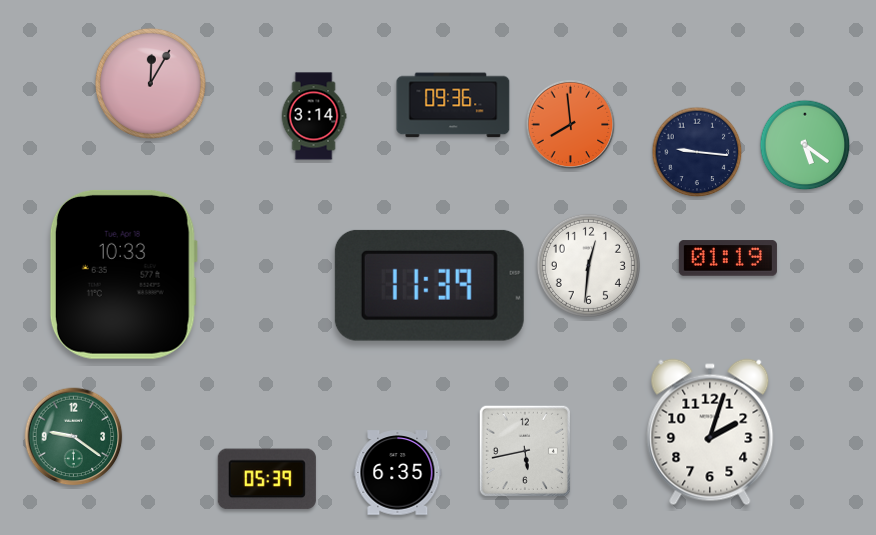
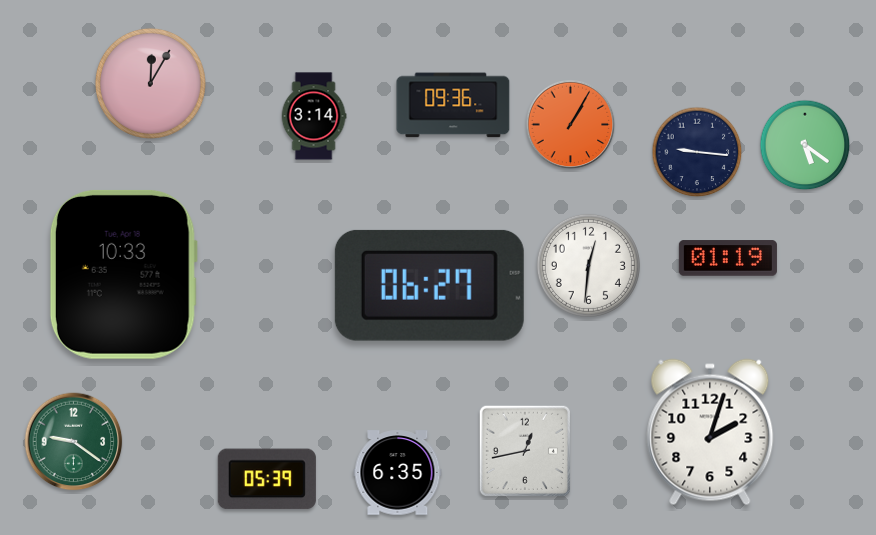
clock at (571, 125): 7:59 -> 1:05
clock at (429, 285): 11:39 -> 06:27
clock at (74, 437) position: (74, 437) -> (74, 442)
clock at (525, 451): 5:43 -> 12:43
